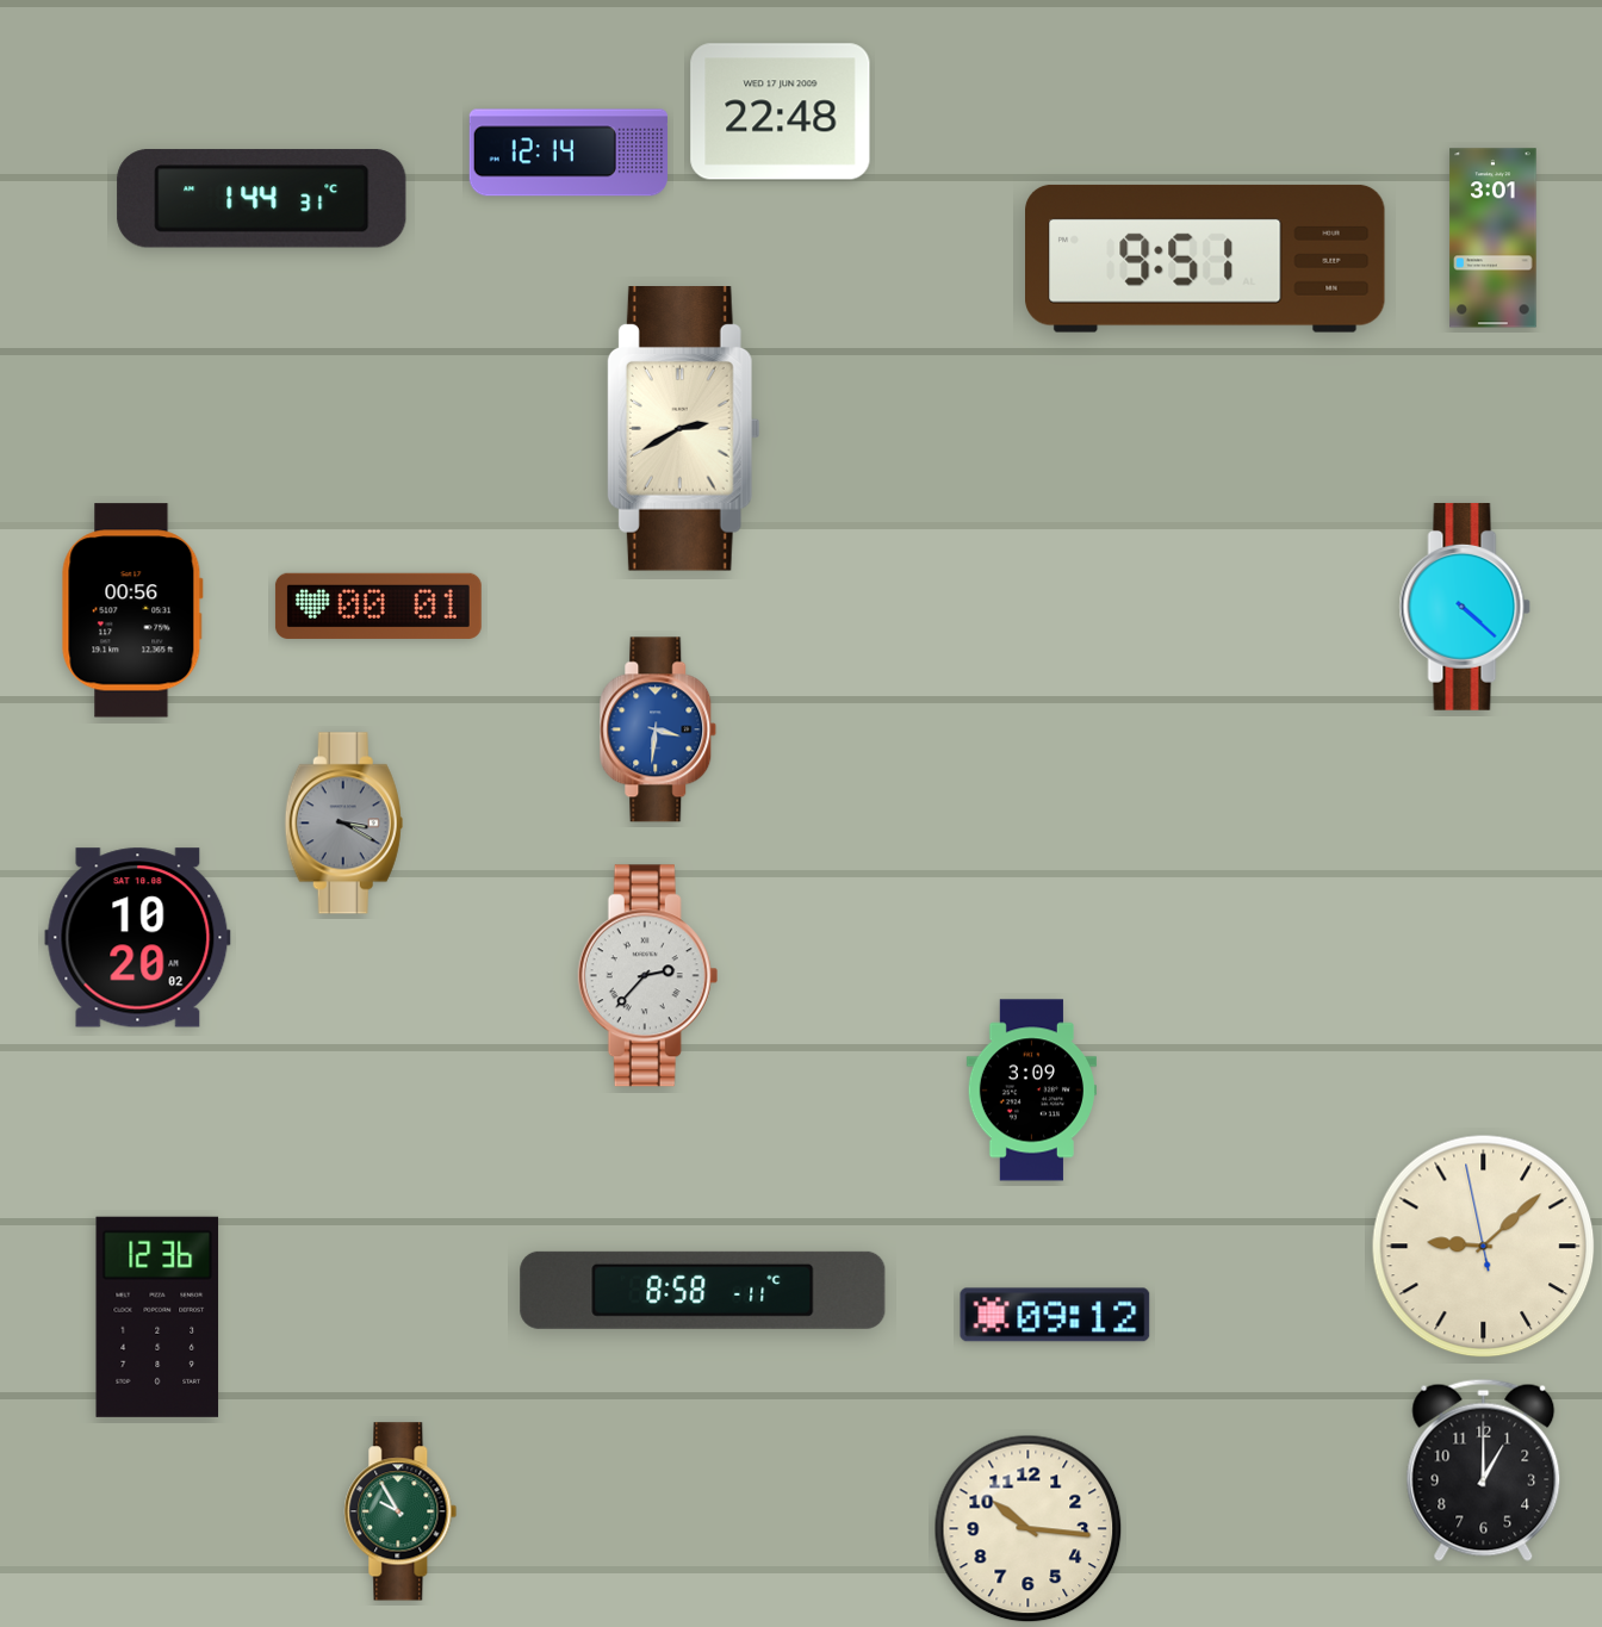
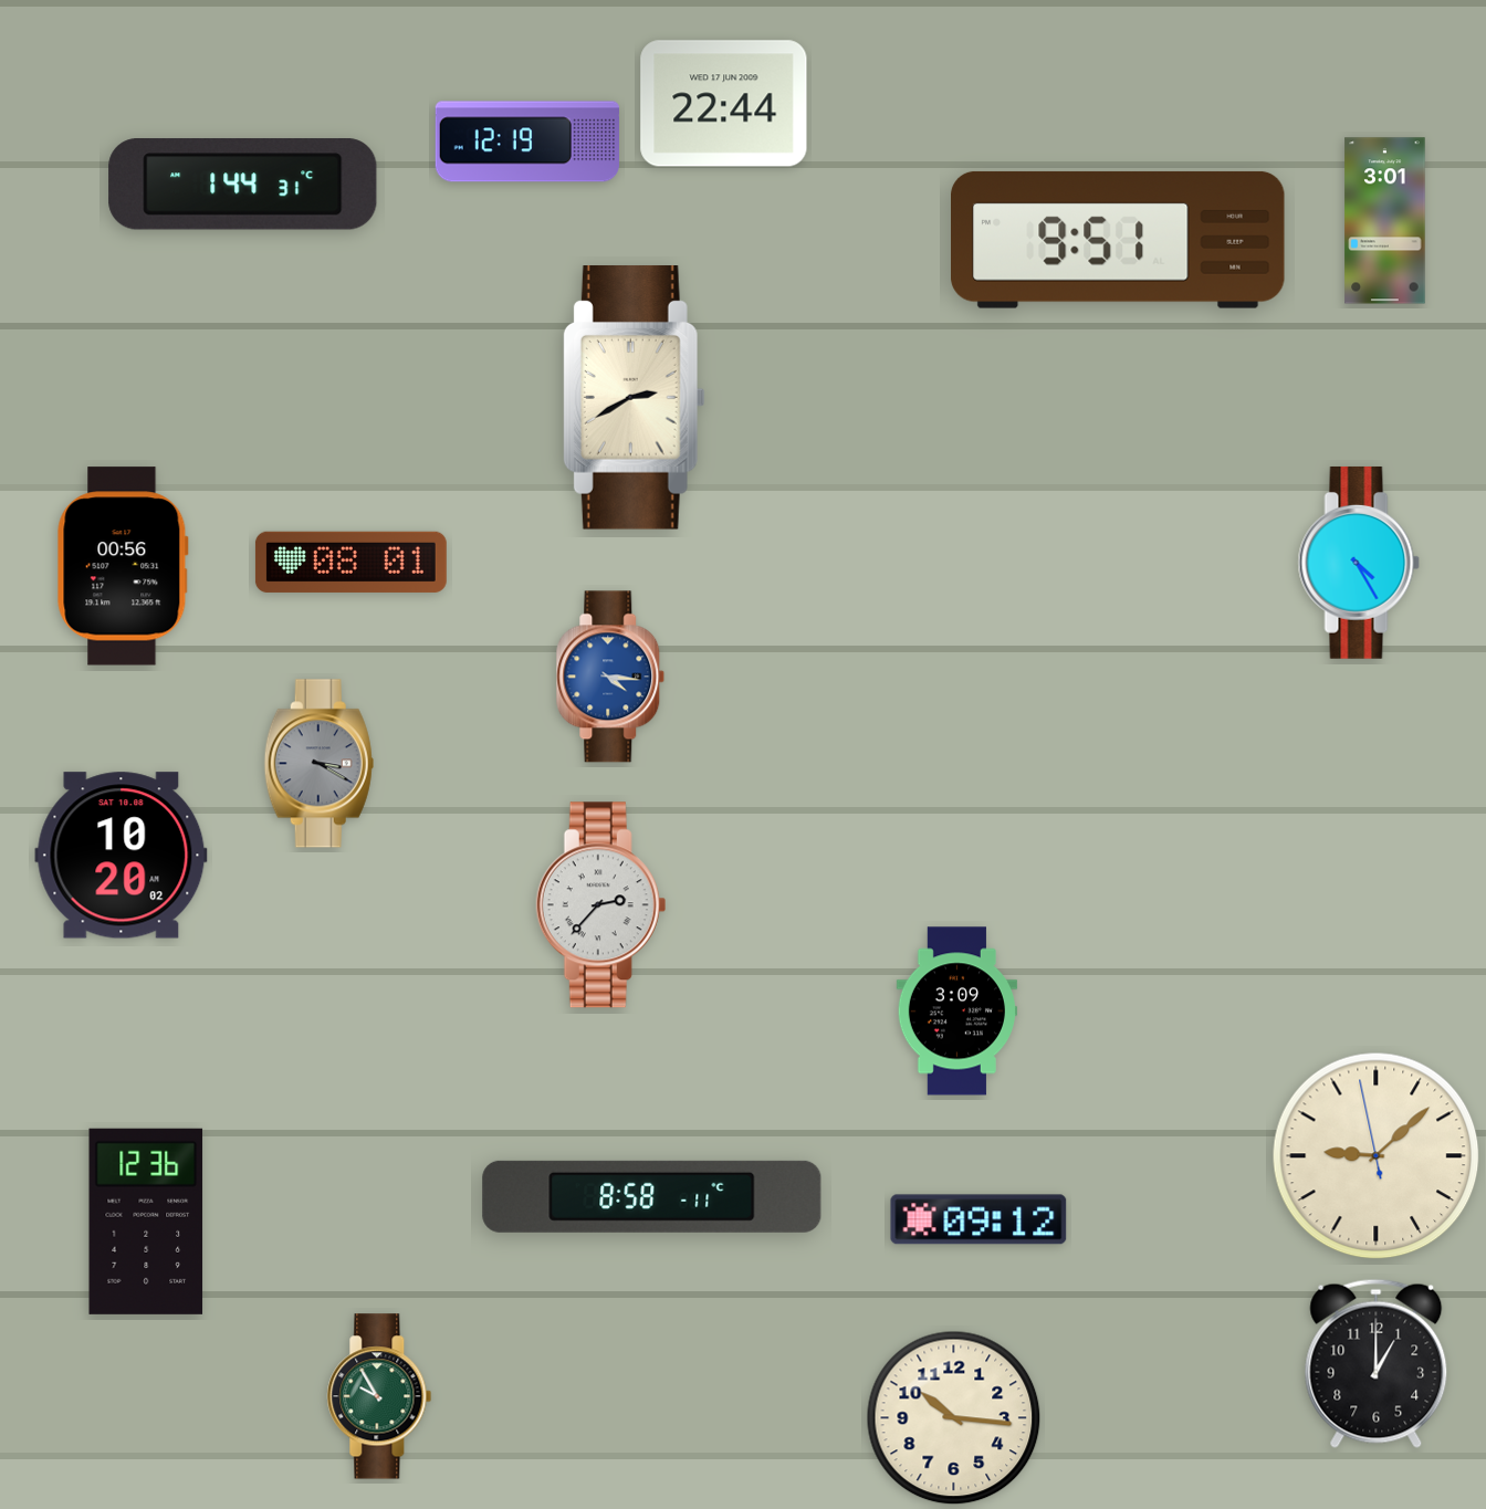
clock at (781, 112): 22:48 -> 22:44
clock at (569, 153): 12:14 -> 12:19
clock at (378, 606): 00:01 -> 08:01
clock at (1465, 607): 4:22 -> 4:25
clock at (658, 729): 3:31 -> 4:16
clock at (138, 938) position: (138, 938) -> (122, 856)
clock at (401, 1511) position: (401, 1511) -> (379, 1396)
